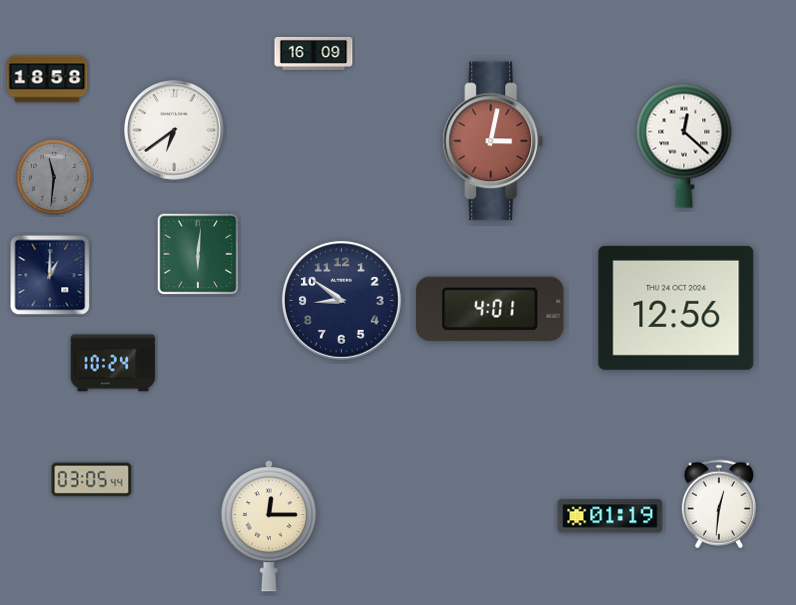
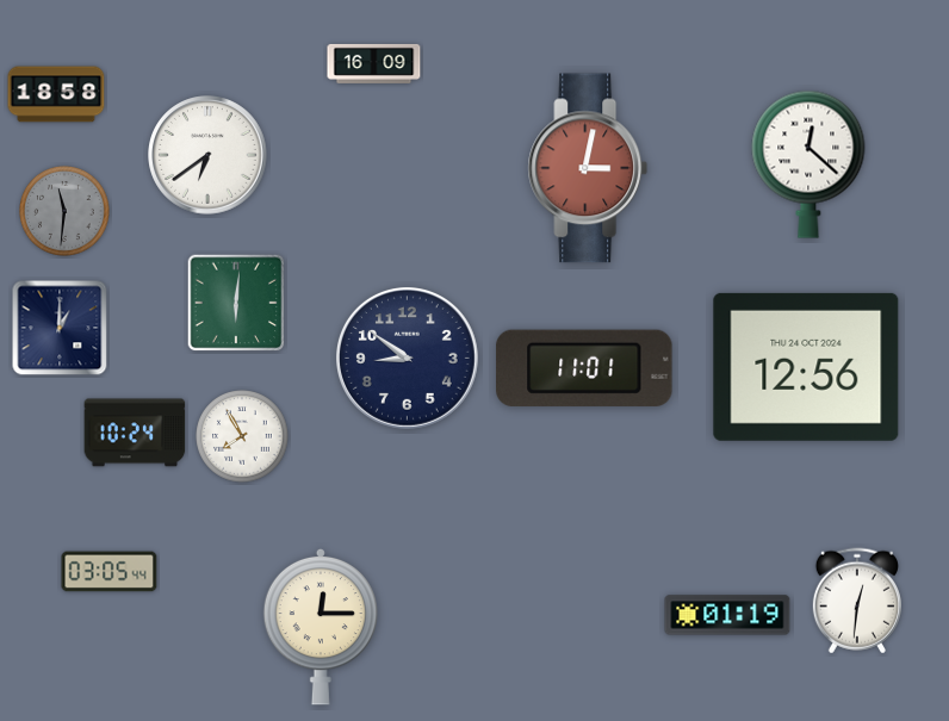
clock at (684, 146) position: (684, 146) -> (808, 164)
clock at (490, 309): 4:01 -> 11:01
clock at (242, 436): none -> 7:55
